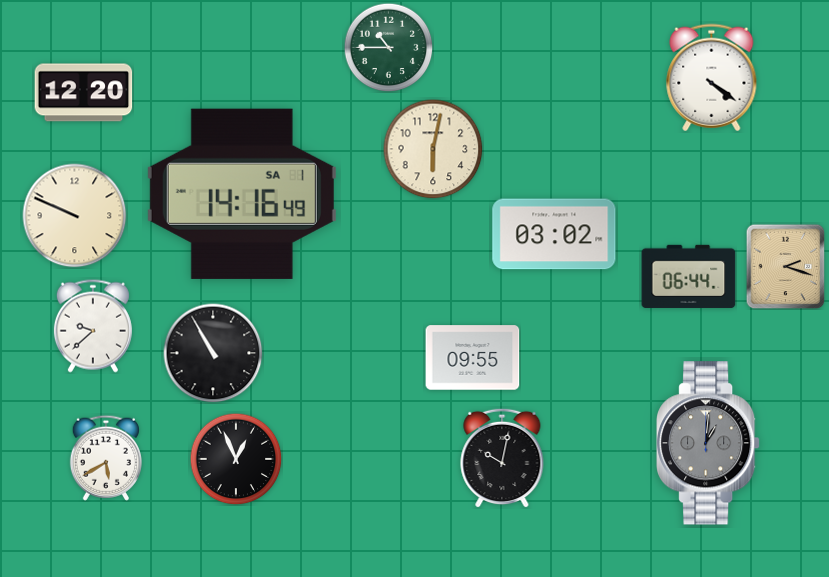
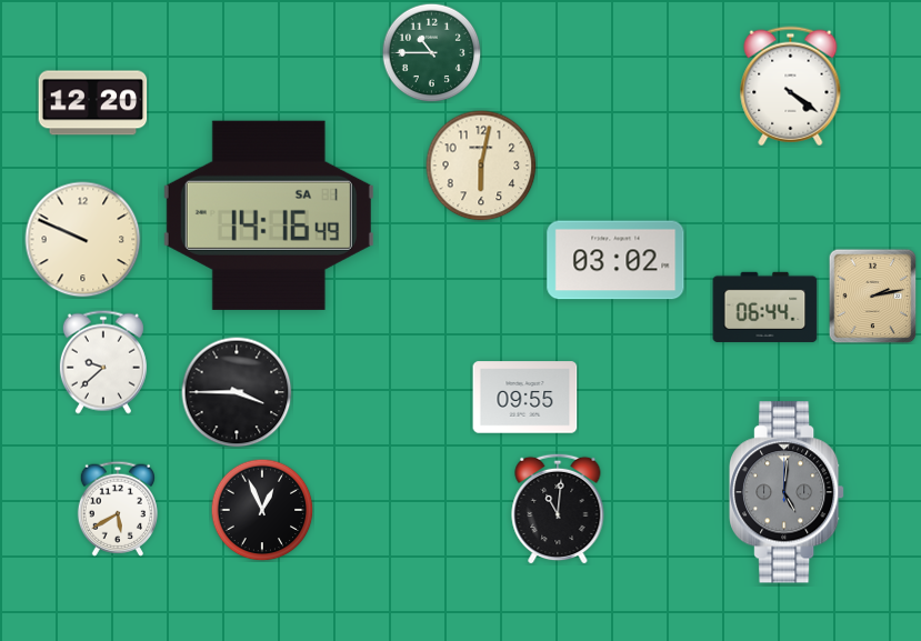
clock at (786, 266): 2:18 -> 2:13
clock at (213, 353): 10:55 -> 3:45
clock at (709, 443): 1:01 -> 5:01
clock at (502, 458): 10:02 -> 11:01
